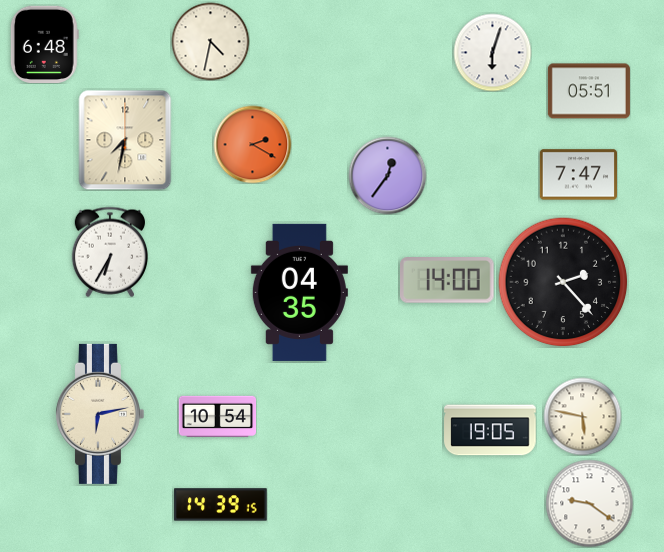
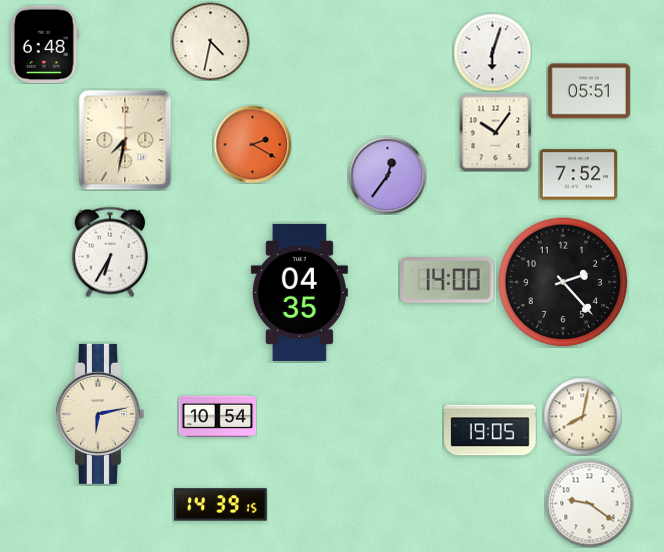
clock at (496, 132): none -> 10:06
clock at (578, 175): 7:47 -> 7:52
clock at (582, 416): 5:47 -> 8:02
